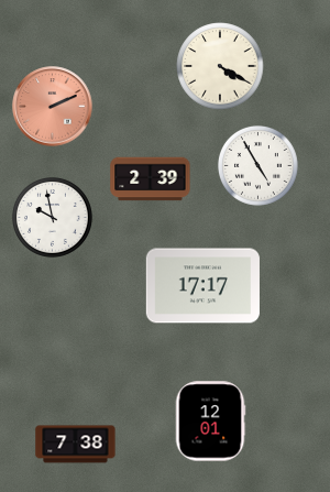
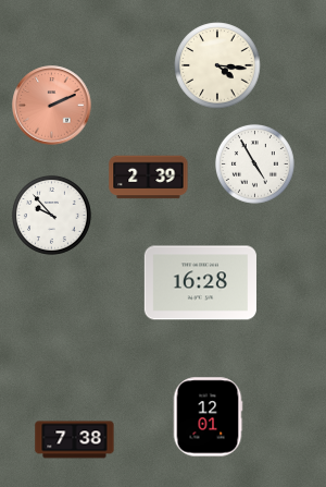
clock at (220, 66): 4:20 -> 4:16
clock at (52, 217): 9:58 -> 9:53
clock at (202, 286): 17:17 -> 16:28
